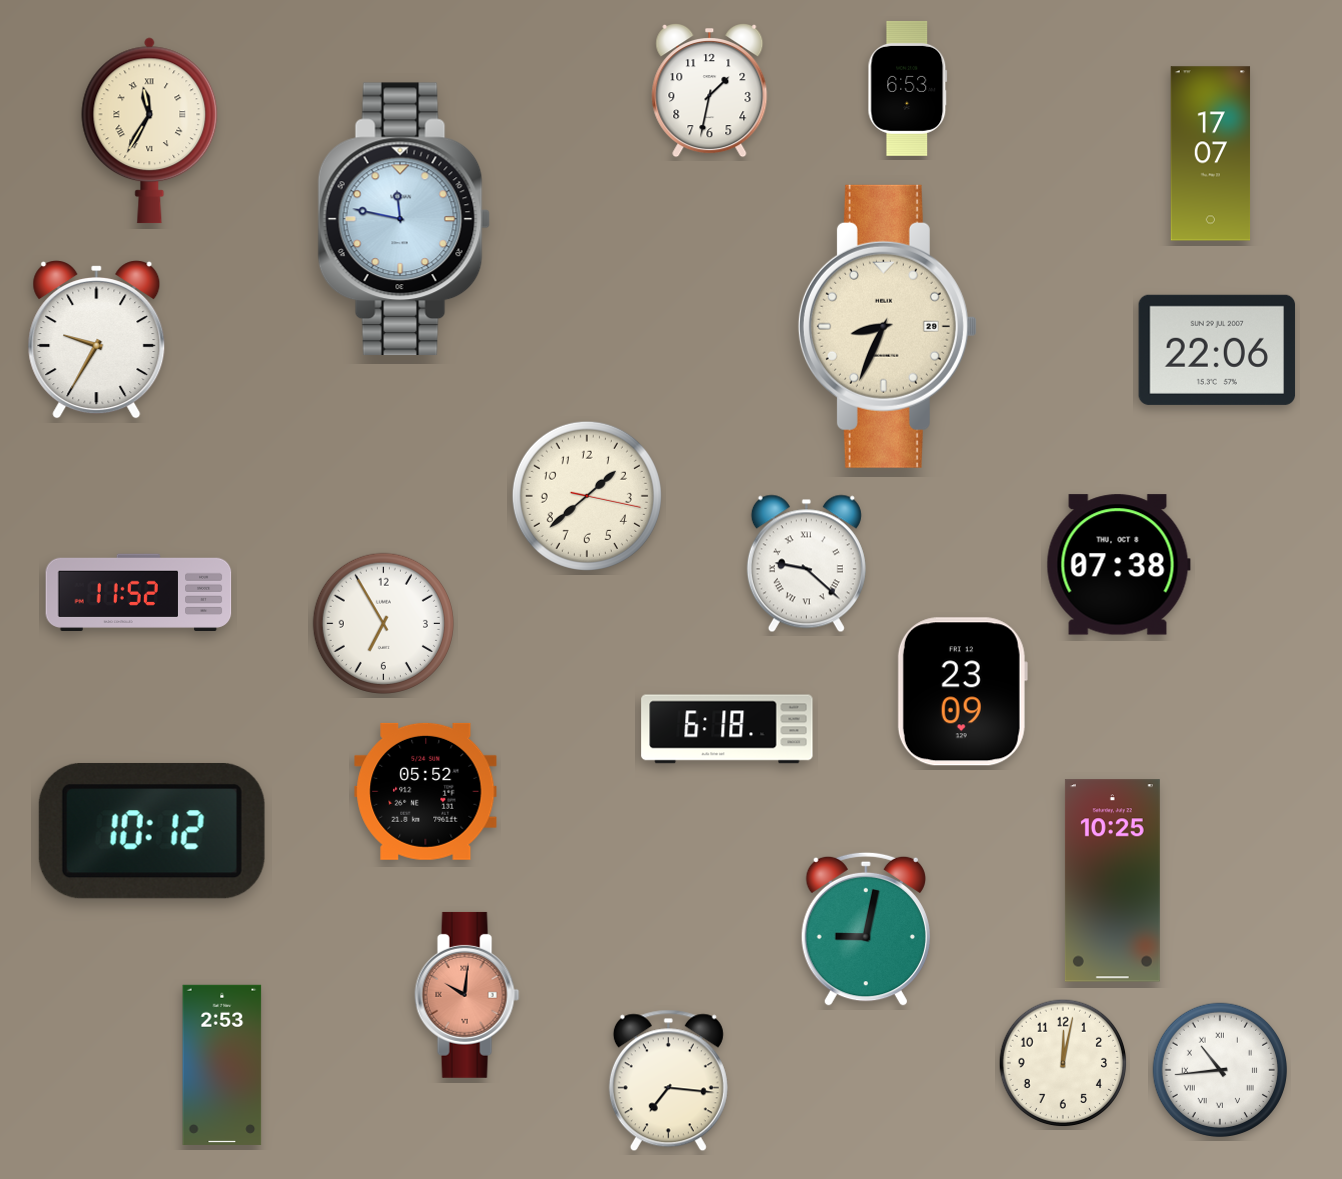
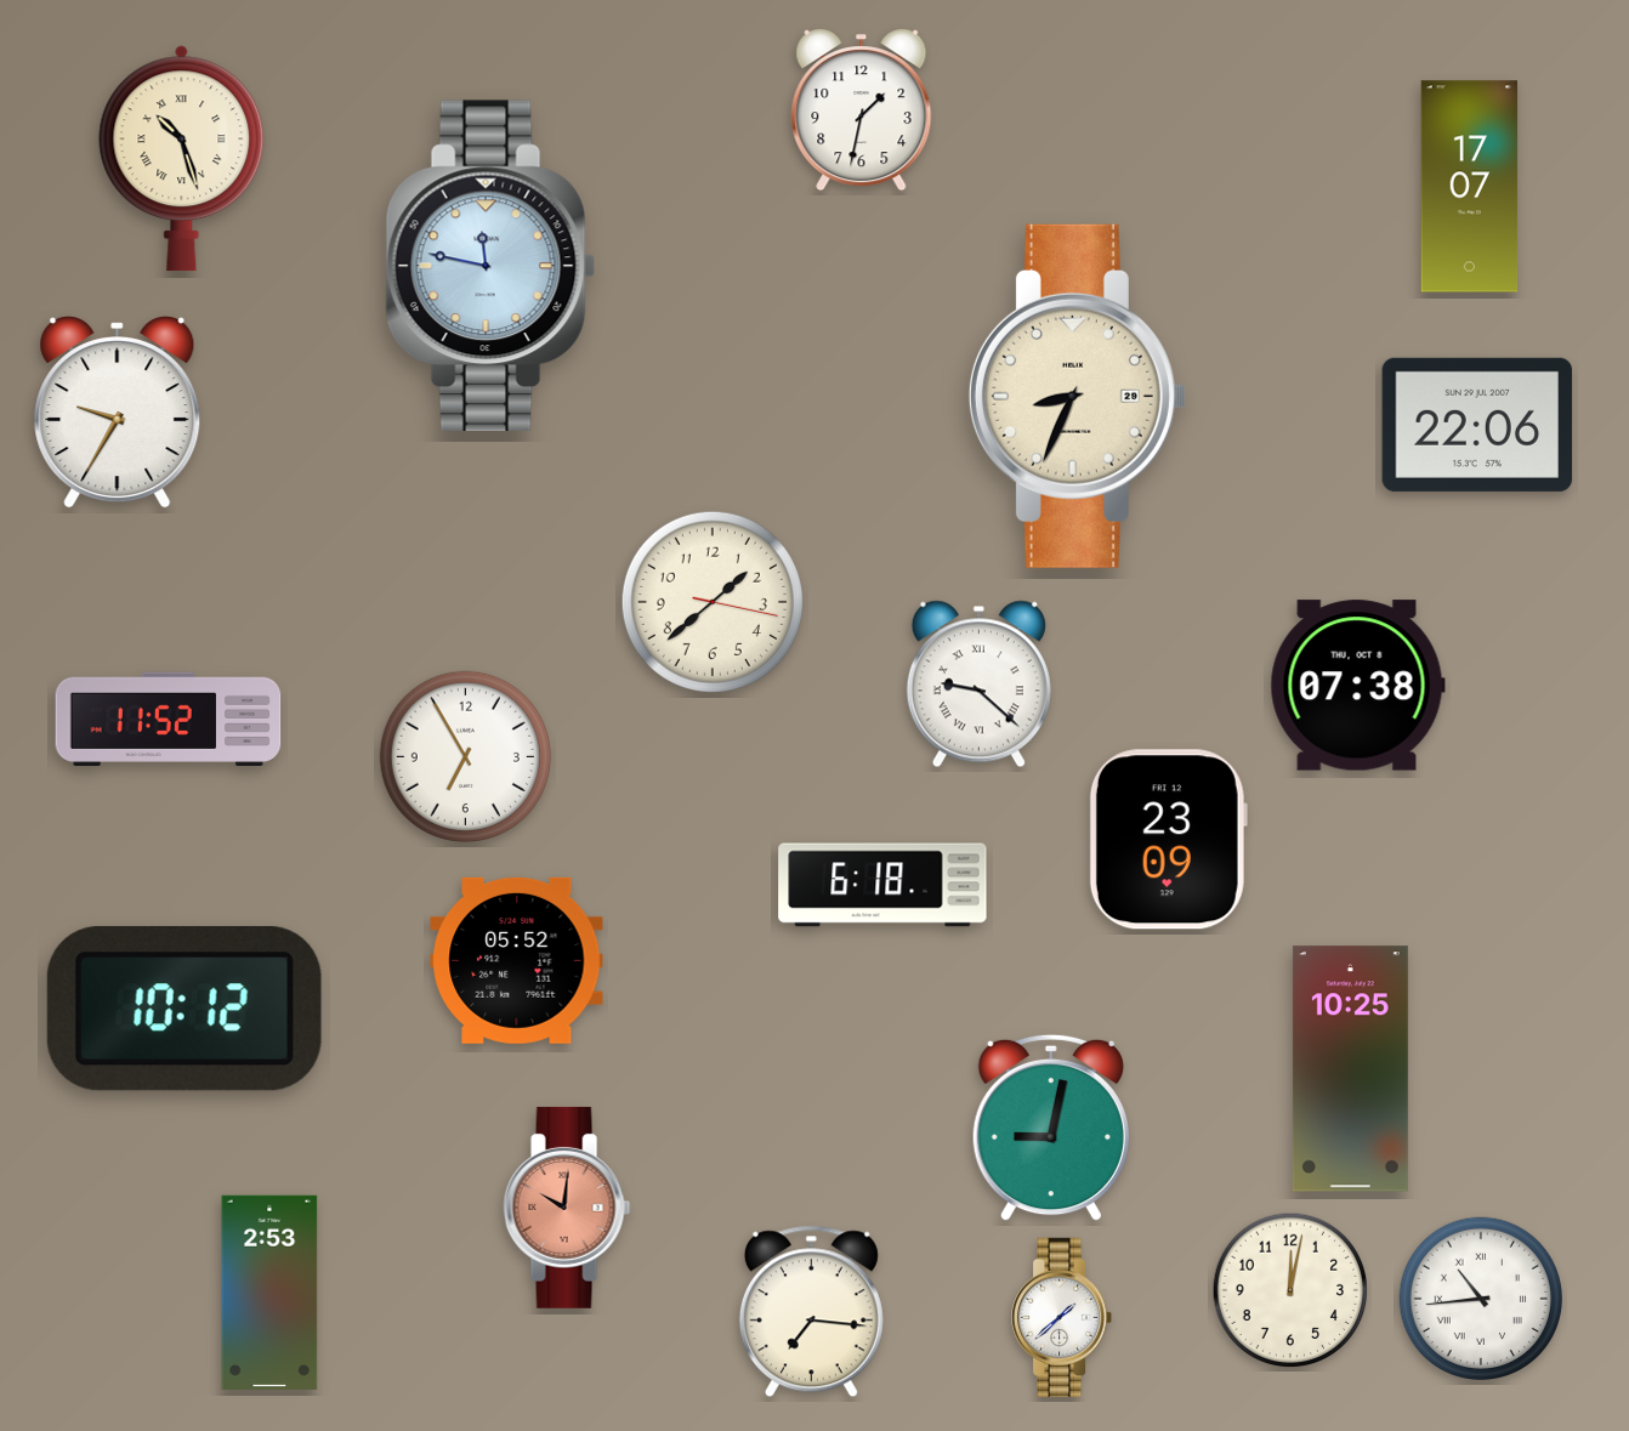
clock at (908, 88): 6:53 -> none
clock at (150, 131): 11:35 -> 10:27
clock at (1062, 1317): none -> 1:38
